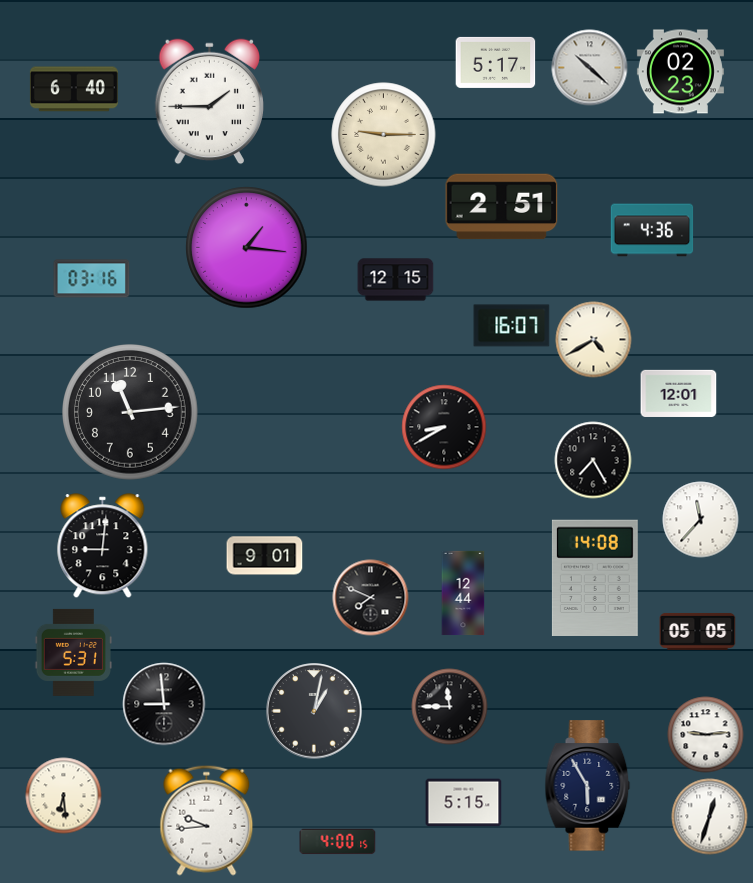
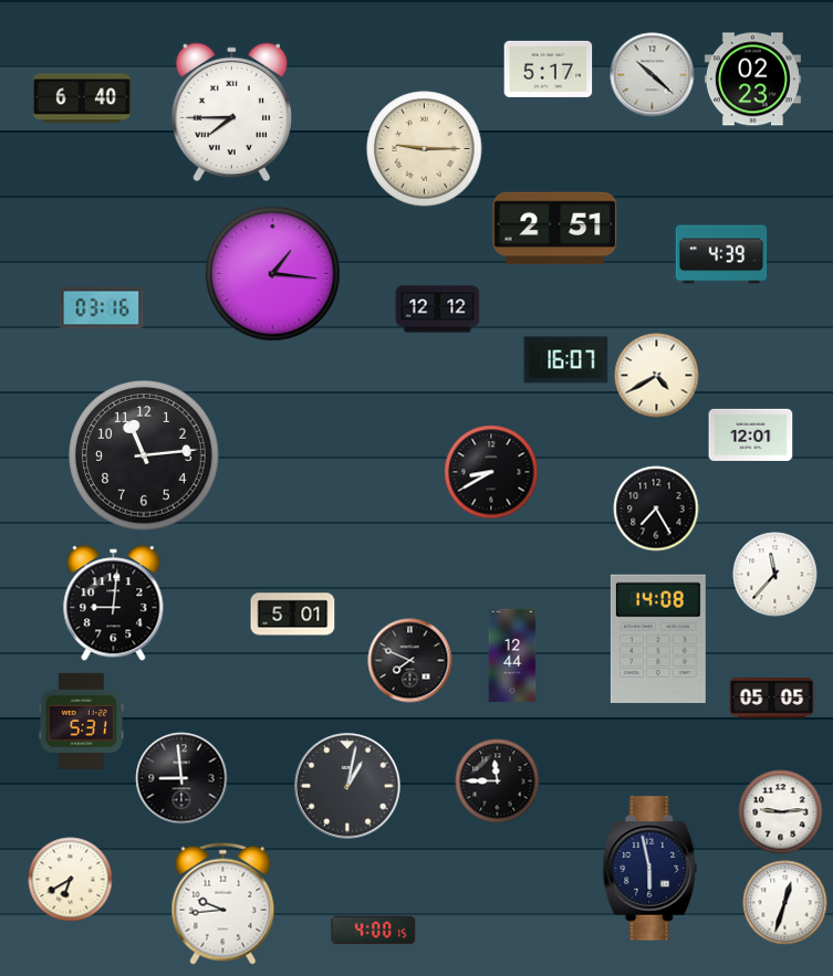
clock at (209, 102): 1:45 -> 7:45
clock at (652, 230): 4:36 -> 4:39
clock at (396, 280): 12:15 -> 12:12
clock at (265, 556): 9:01 -> 5:01
clock at (588, 786): 5:55 -> 5:58
clock at (64, 796): 6:29 -> 6:40
clock at (464, 803): 5:15 -> none
clock at (207, 820) position: (207, 820) -> (223, 903)
